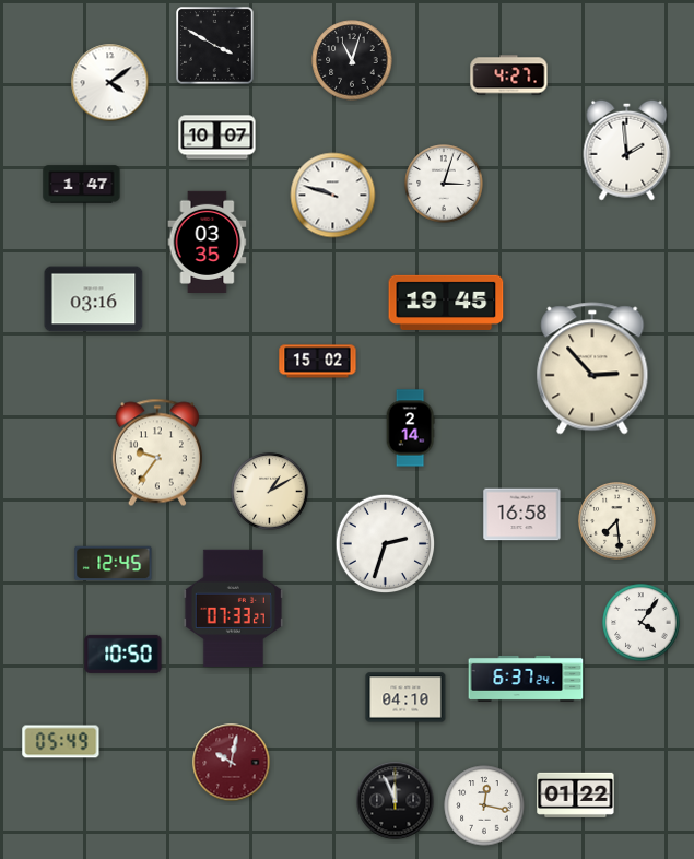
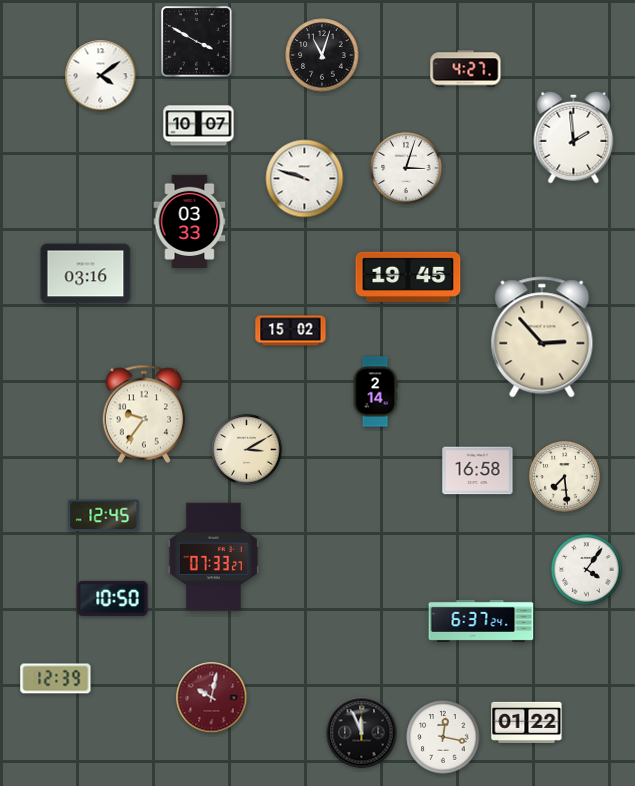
clock at (82, 185): 1:47 -> none
clock at (208, 242): 03:35 -> 03:33
clock at (270, 492): 1:10 -> 3:10
clock at (386, 544): 2:33 -> none
clock at (405, 697): 04:10 -> none
clock at (61, 742): 05:49 -> 12:39
clock at (576, 795) position: (576, 795) -> (527, 722)
